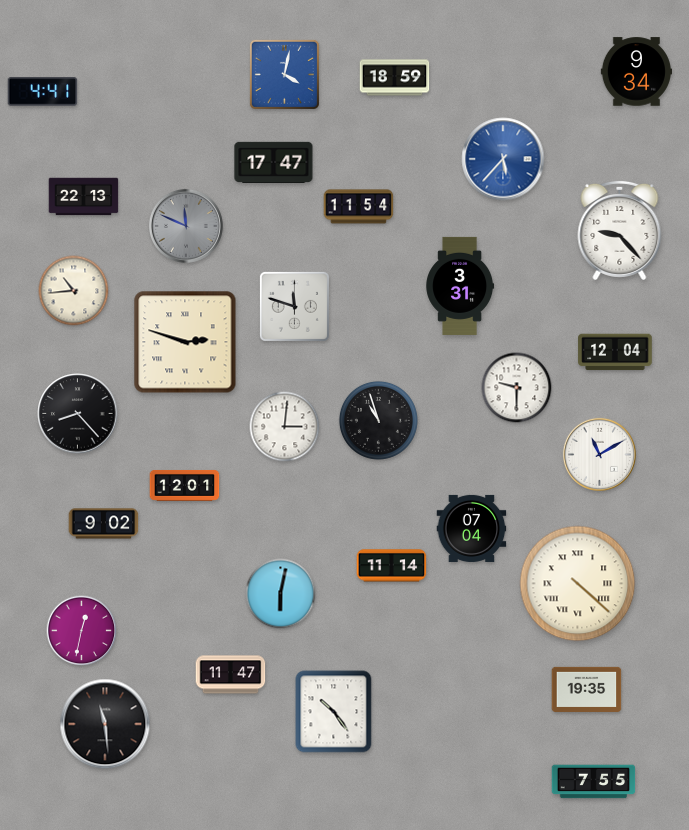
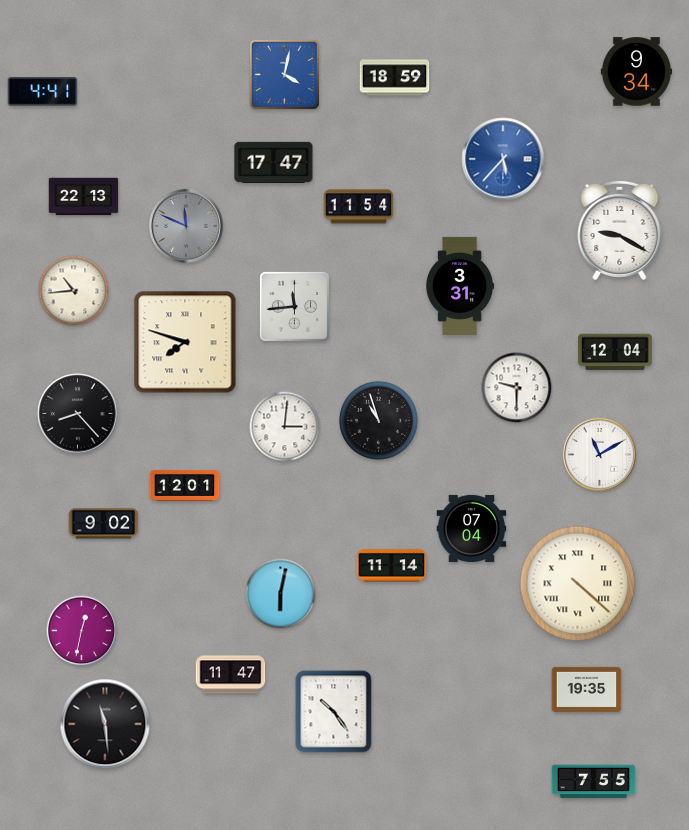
clock at (620, 230): 9:23 -> 9:20
clock at (294, 306): 11:48 -> 11:44
clock at (185, 342): 2:48 -> 7:48
